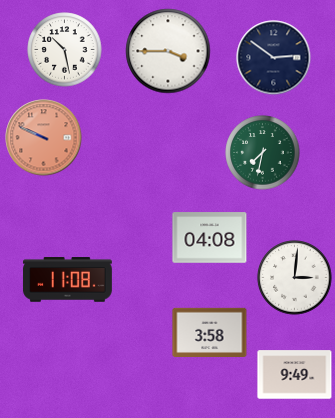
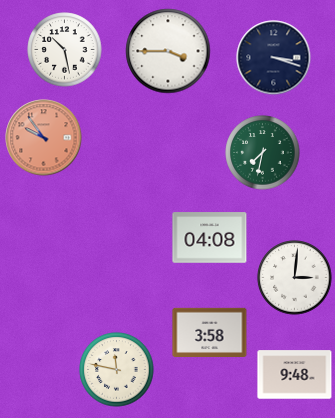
clock at (274, 58): 2:51 -> 3:18
clock at (44, 138): 9:49 -> 9:54
clock at (67, 280): 11:08 -> none
clock at (117, 370): none -> 11:47
clock at (295, 375): 9:49 -> 9:48
